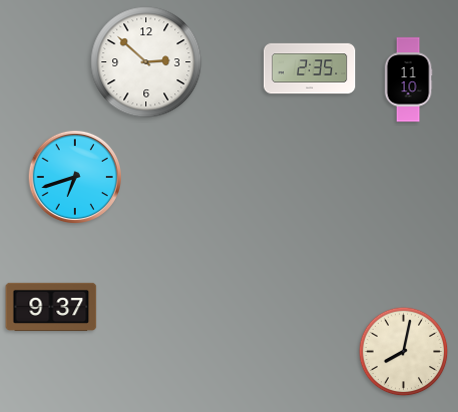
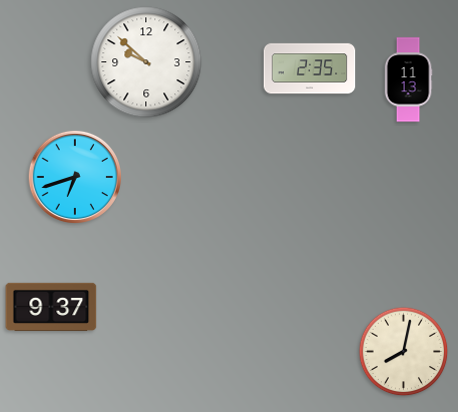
clock at (146, 62): 2:52 -> 9:52
clock at (408, 80): 11:10 -> 11:13
